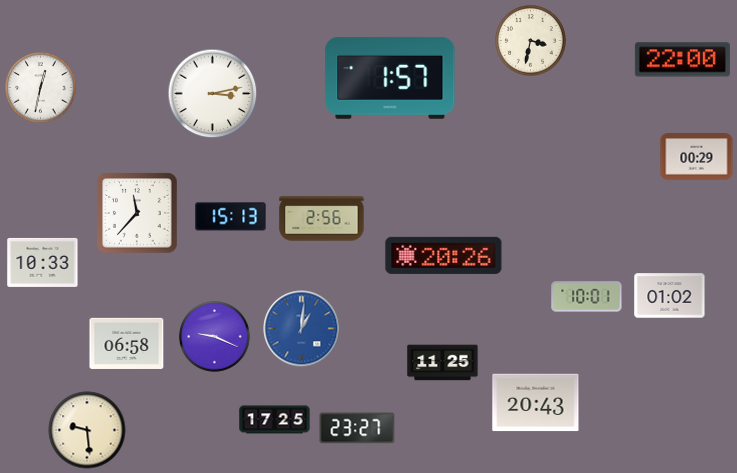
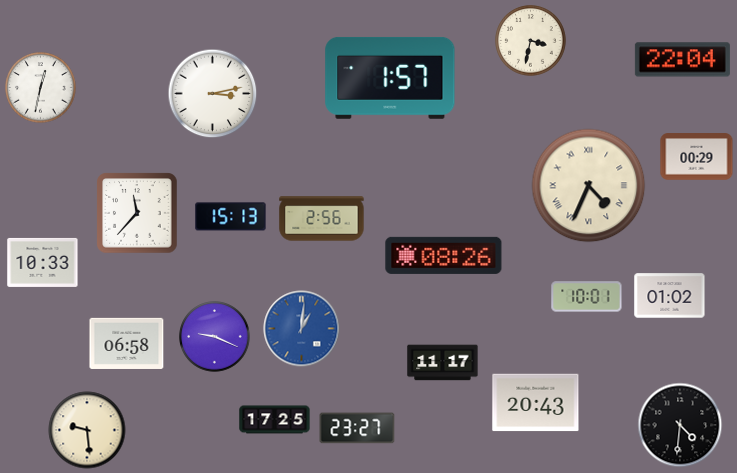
clock at (682, 60): 22:00 -> 22:04
clock at (589, 186): none -> 4:34
clock at (444, 255): 20:26 -> 08:26
clock at (443, 363): 11:25 -> 11:17
clock at (680, 425): none -> 4:31
